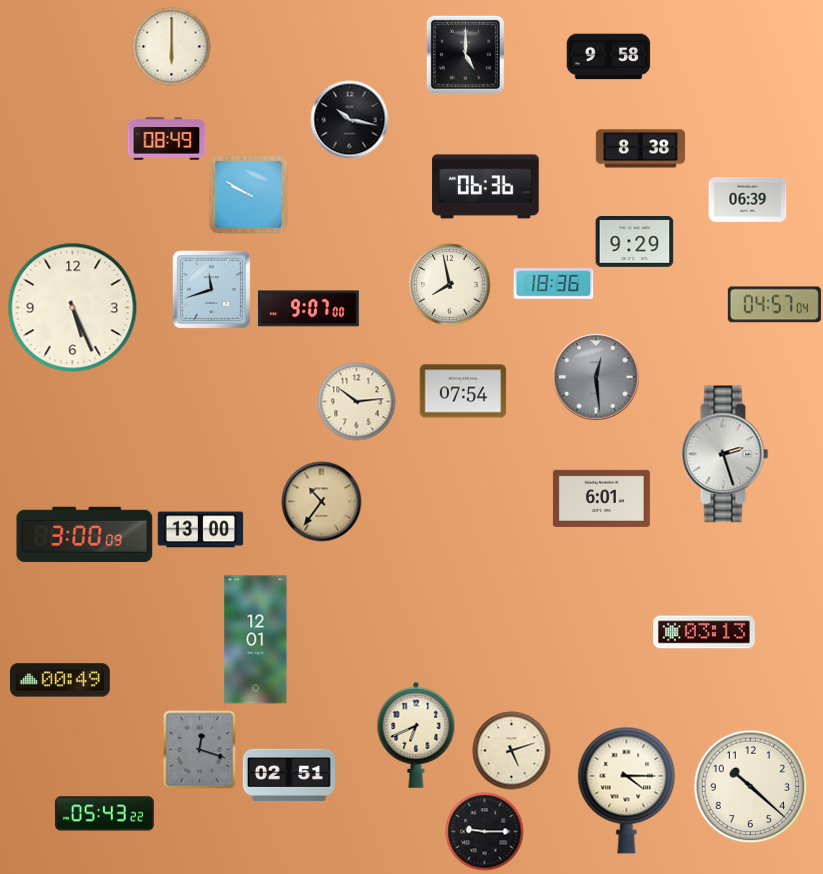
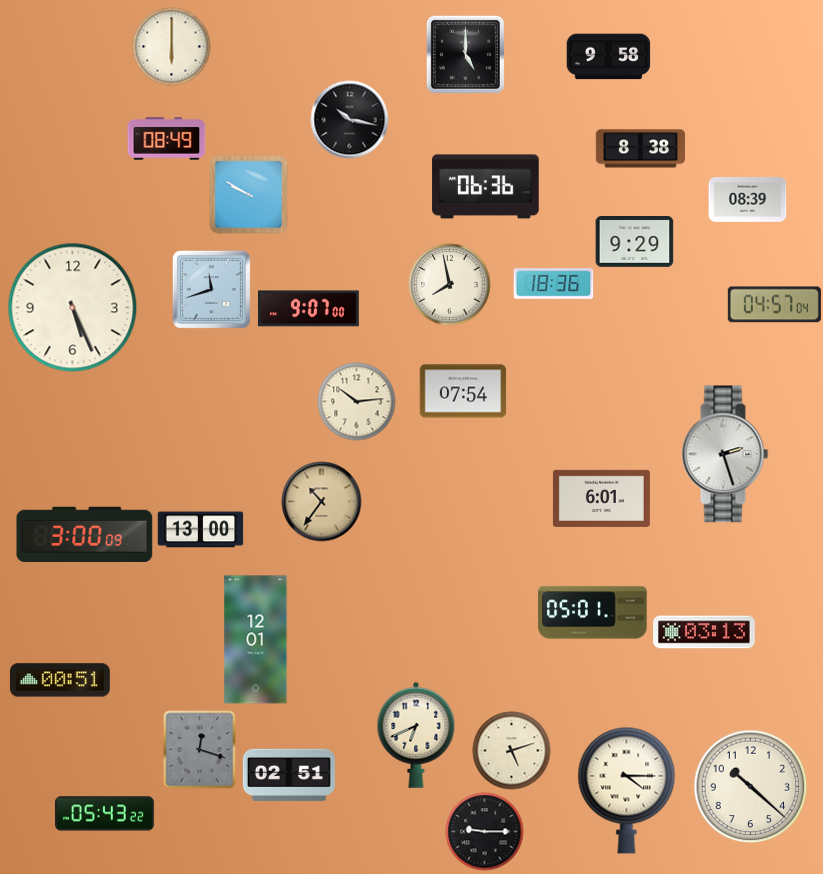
clock at (747, 200): 06:39 -> 08:39
clock at (596, 377): 12:29 -> none
clock at (593, 613): none -> 05:01
clock at (60, 680): 00:49 -> 00:51
